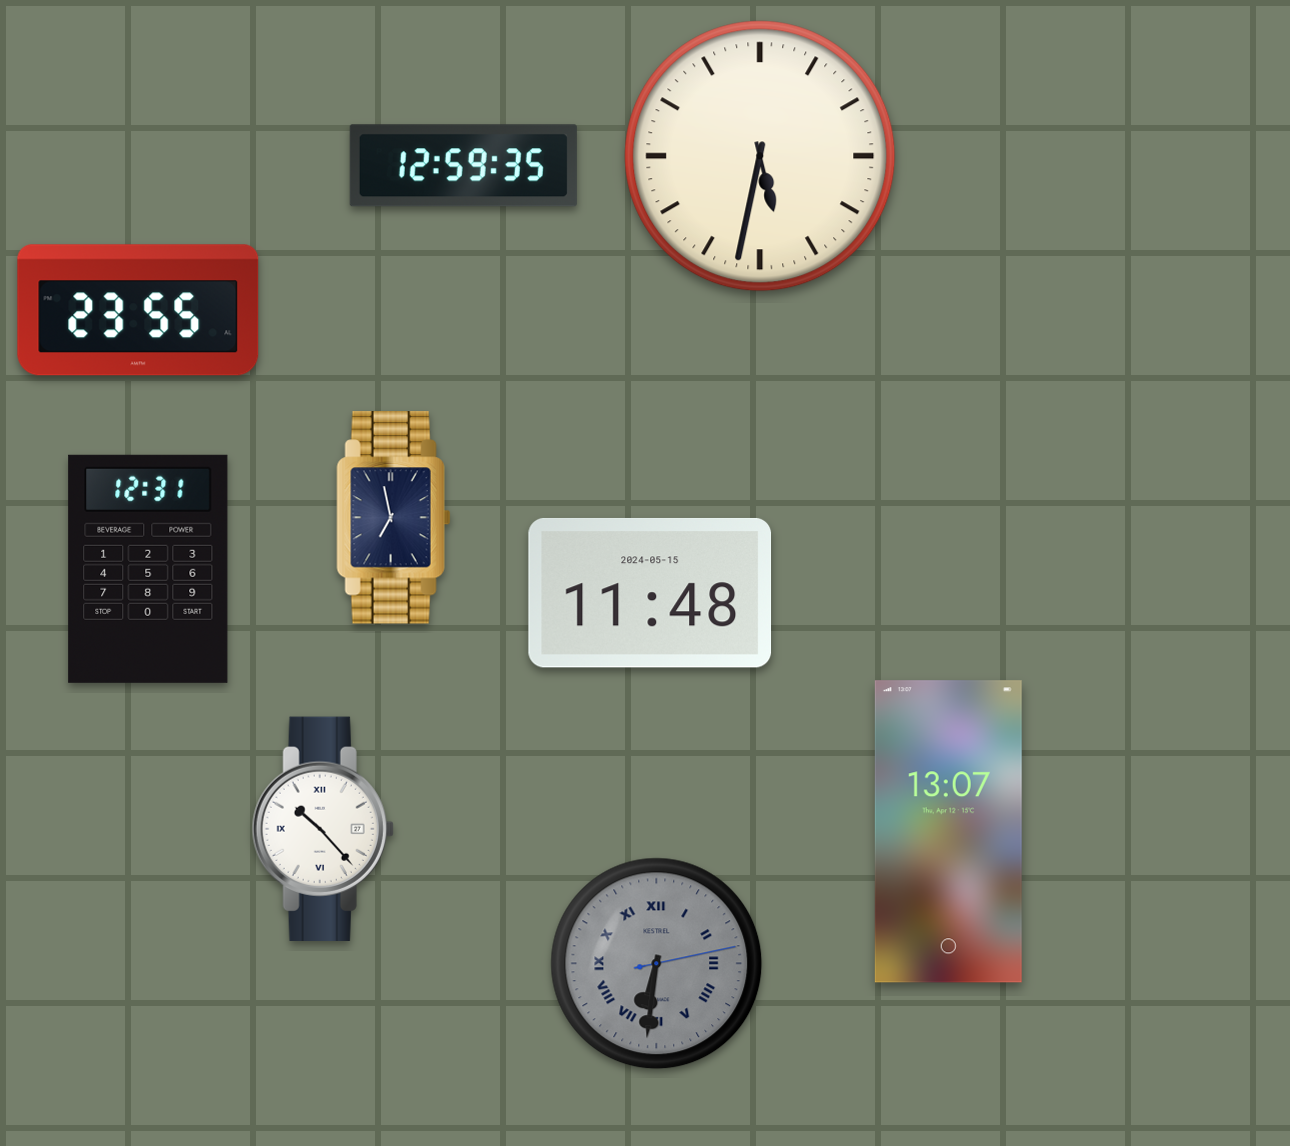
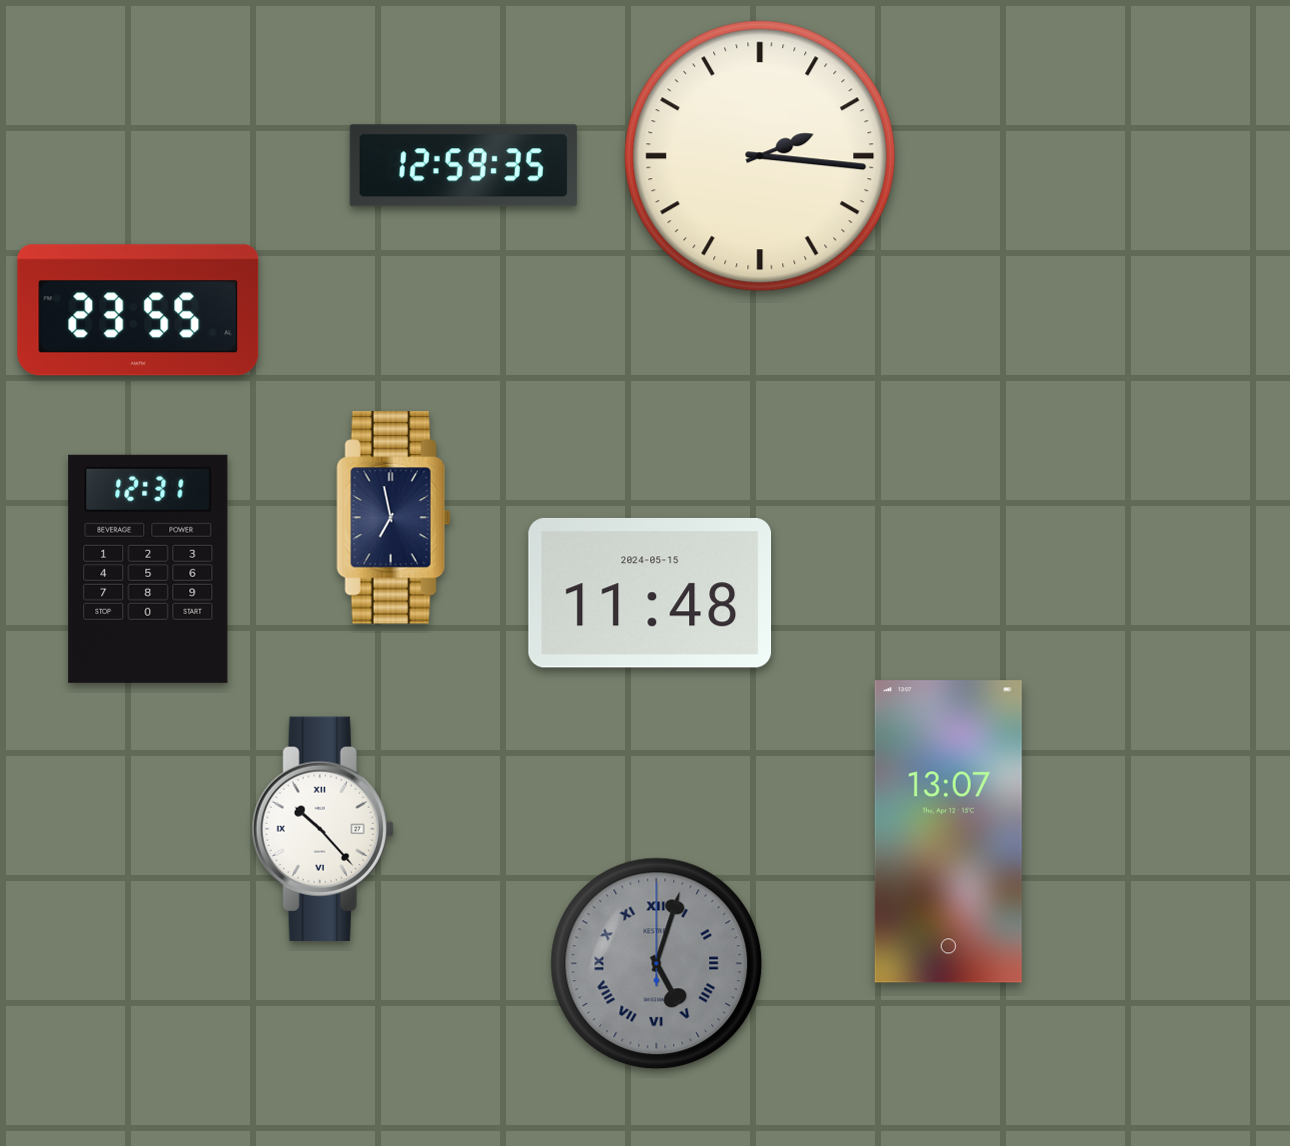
clock at (760, 156): 5:32 -> 2:16
clock at (657, 964): 6:31 -> 5:03
